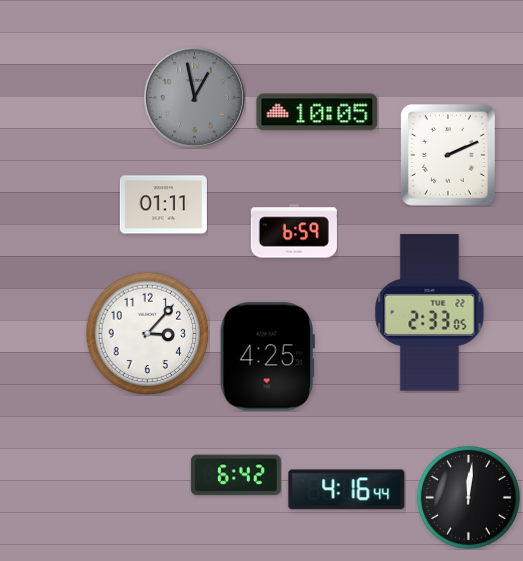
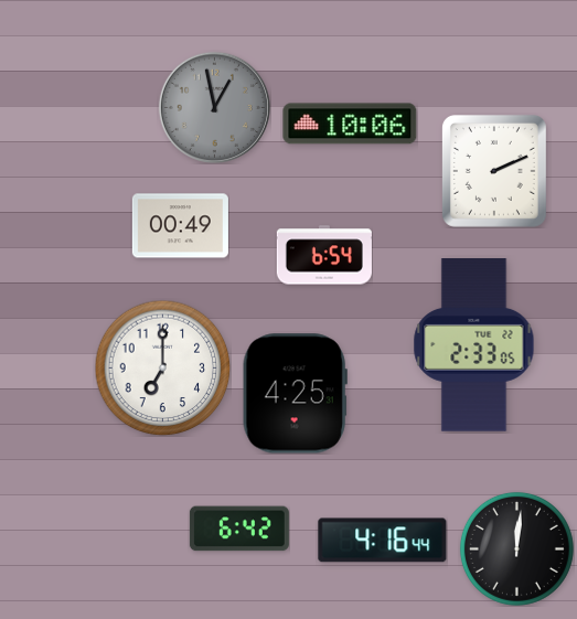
clock at (317, 112): 10:05 -> 10:06
clock at (163, 205): 01:11 -> 00:49
clock at (294, 231): 6:59 -> 6:54
clock at (147, 333): 3:07 -> 7:00
clock at (236, 475) position: (236, 475) -> (239, 529)
